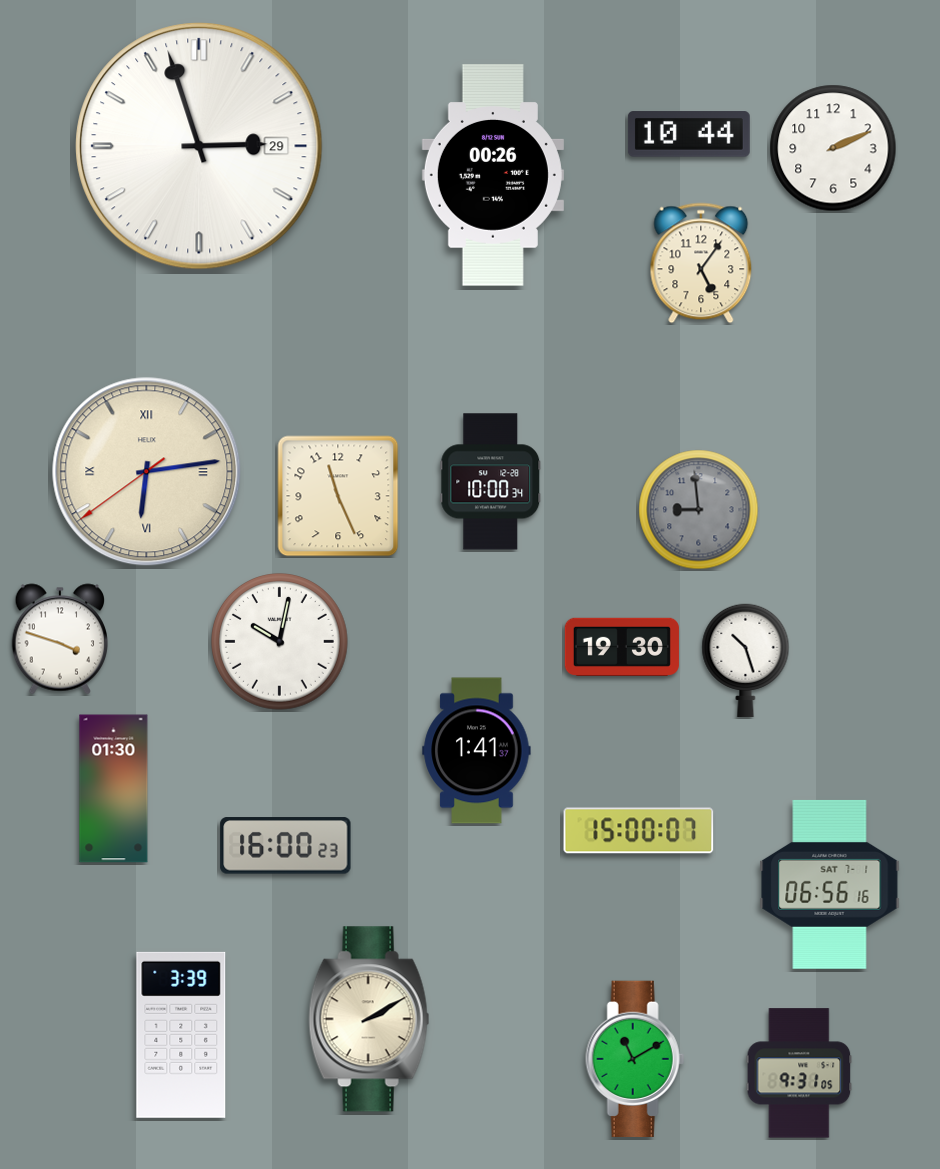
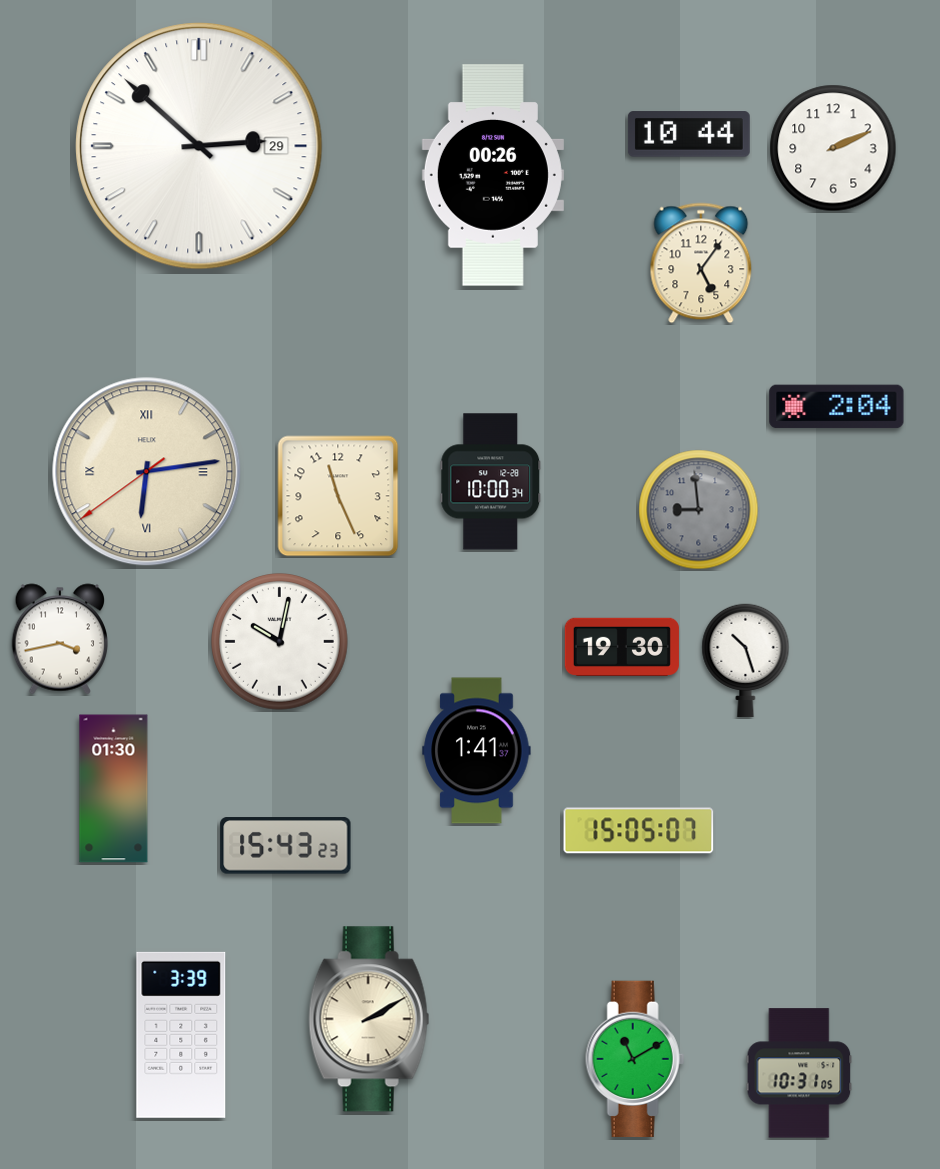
clock at (199, 146): 2:57 -> 2:52
clock at (837, 407): none -> 2:04
clock at (59, 639): 3:48 -> 3:43
clock at (639, 831): 15:00 -> 15:05
clock at (286, 846): 16:00 -> 15:43
clock at (830, 884): 06:56 -> none
clock at (799, 1073): 9:31 -> 10:31
